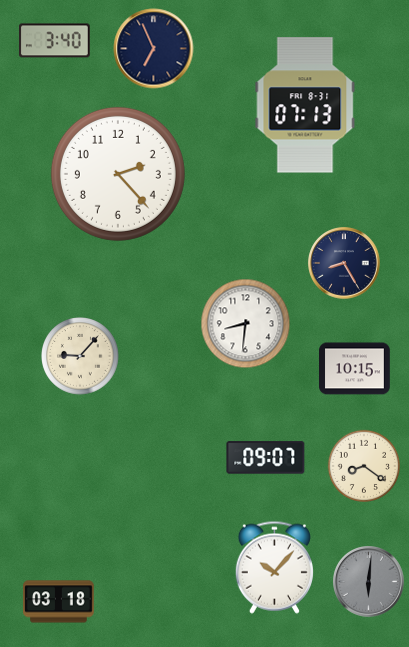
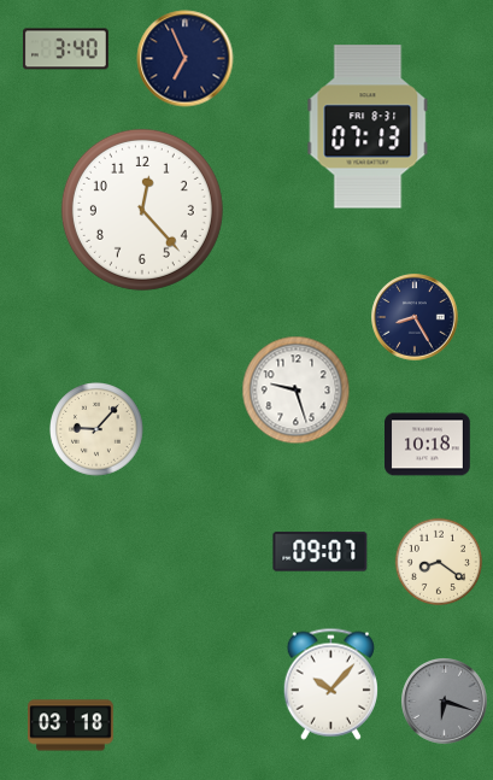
clock at (118, 174): 2:23 -> 12:23
clock at (246, 324): 8:31 -> 9:27
clock at (355, 369): 10:15 -> 10:18
clock at (369, 582): 6:01 -> 6:18
